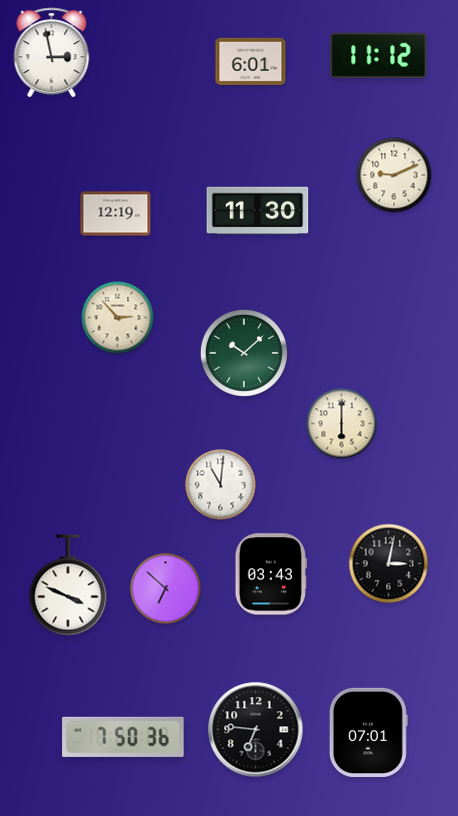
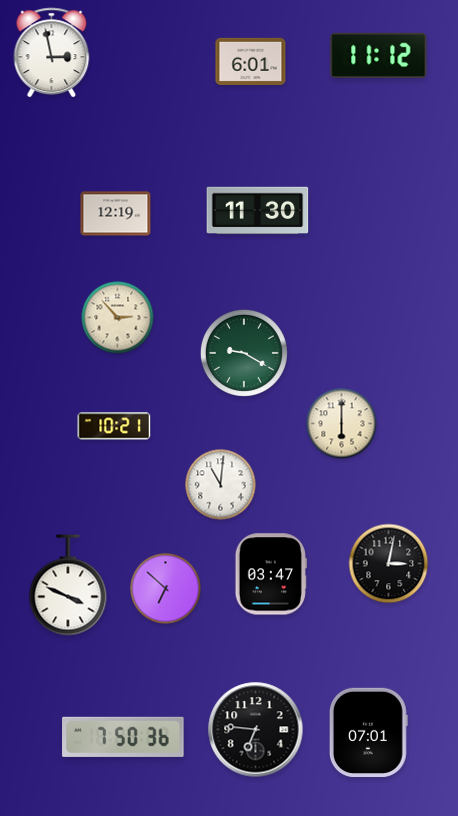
clock at (394, 175): 9:11 -> none
clock at (244, 353): 10:08 -> 9:20
clock at (114, 426): none -> 10:21
clock at (271, 574): 03:43 -> 03:47
